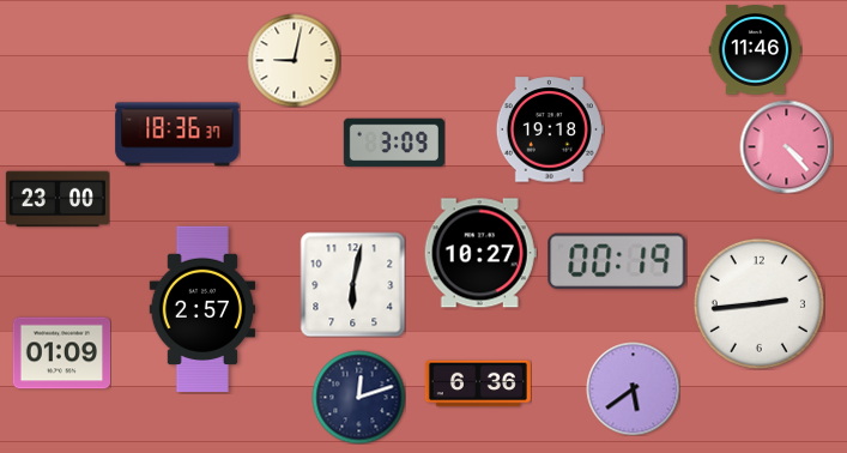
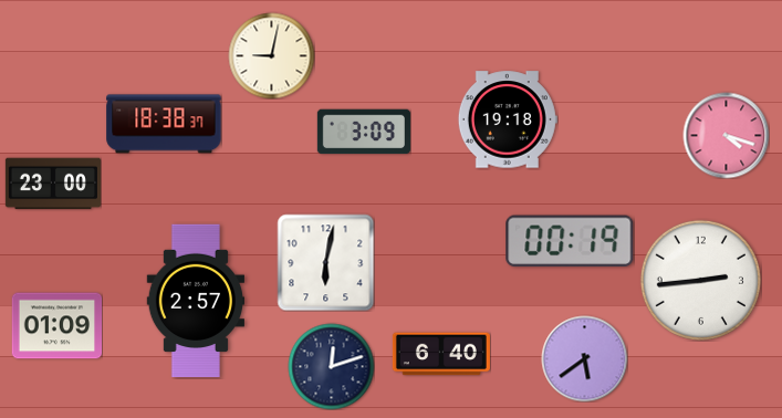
clock at (755, 50): 11:46 -> none
clock at (177, 134): 18:36 -> 18:38
clock at (786, 146): 4:23 -> 4:18
clock at (480, 253): 10:27 -> none
clock at (201, 309) position: (201, 309) -> (195, 301)
clock at (478, 383): 6:36 -> 6:40
